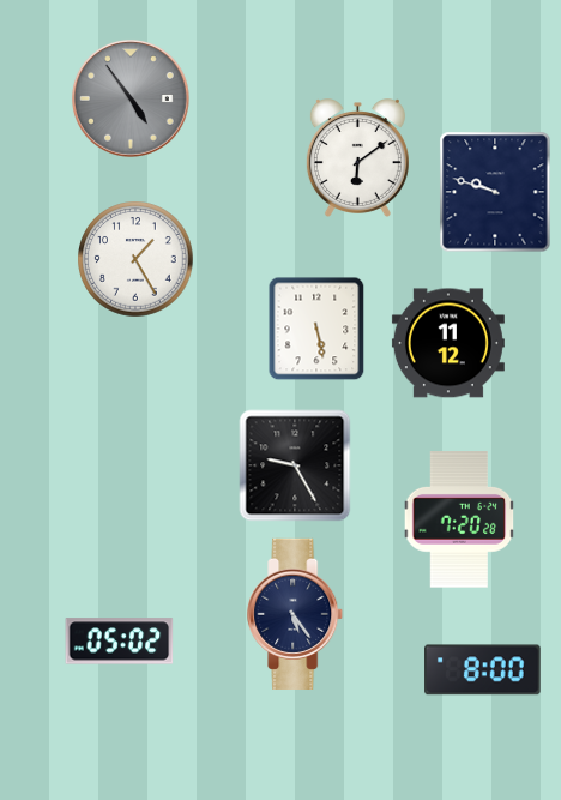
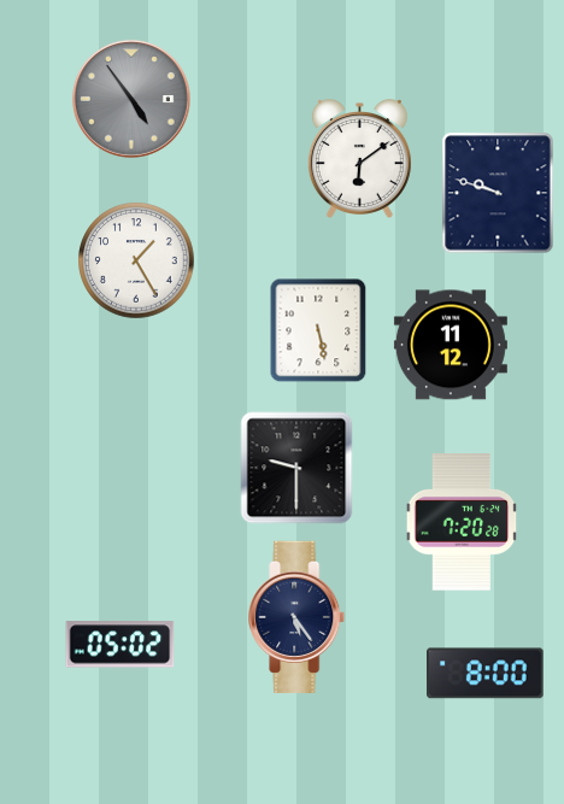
clock at (295, 465): 9:25 -> 9:30
